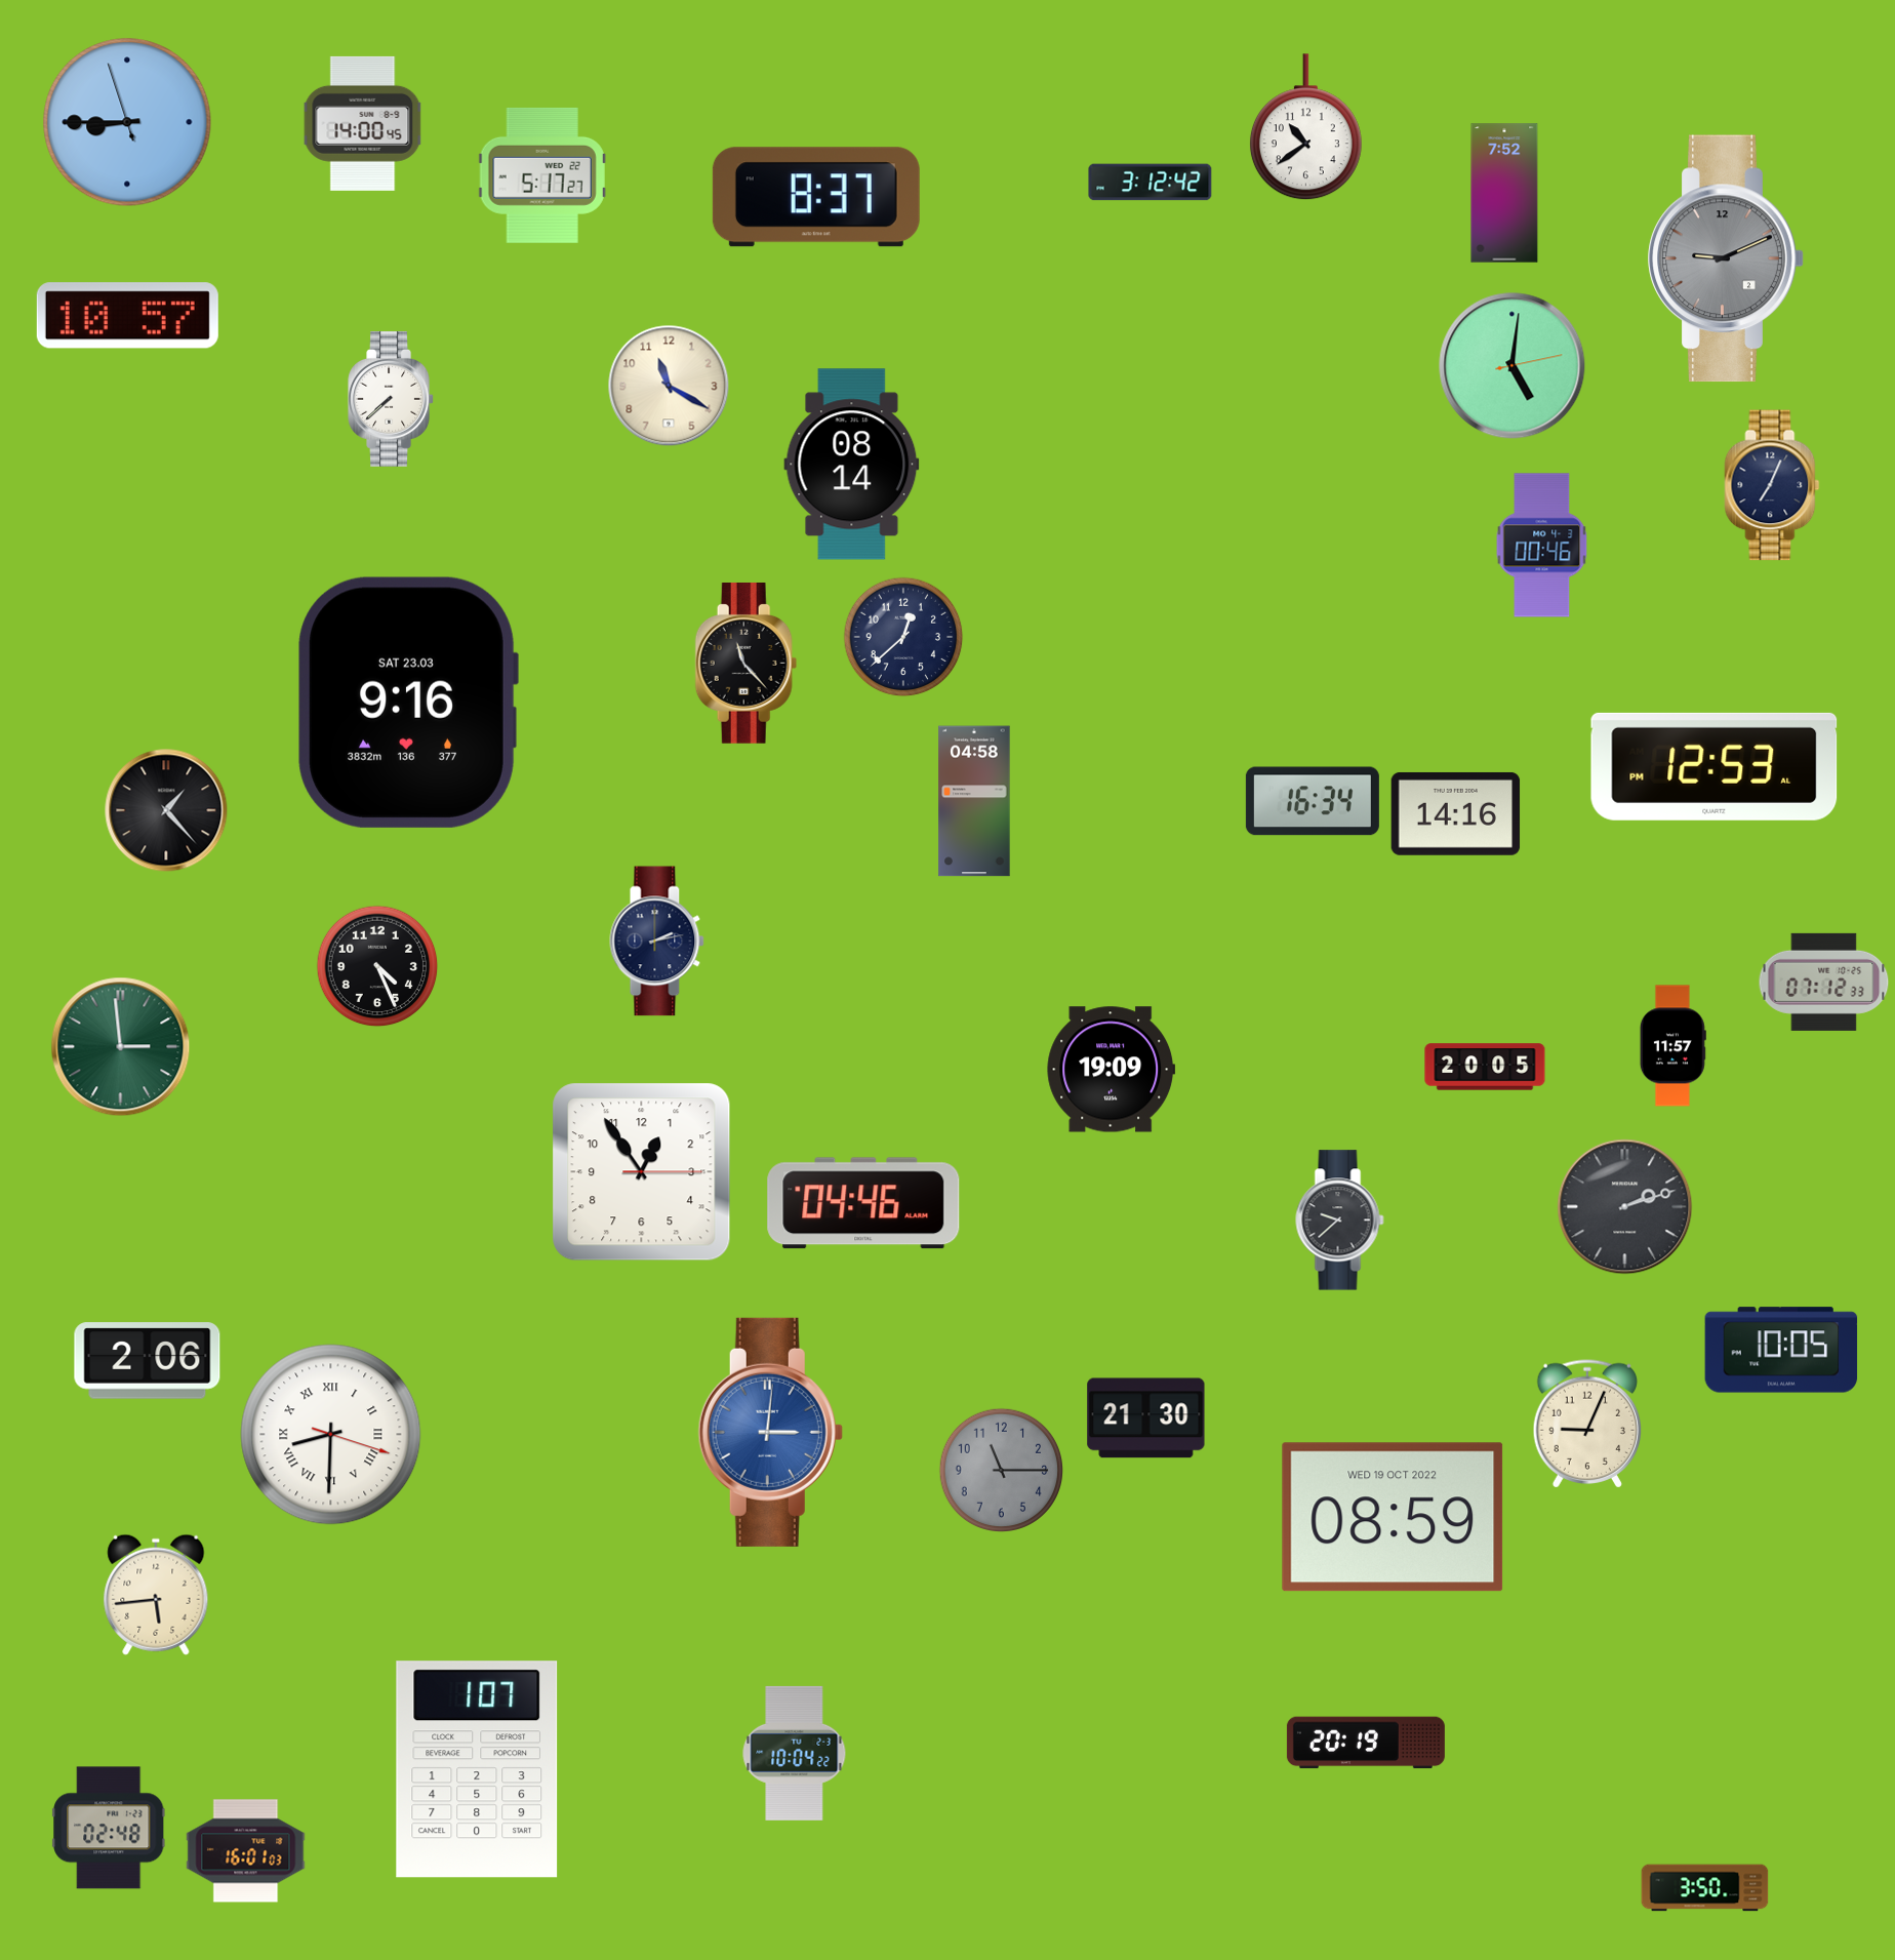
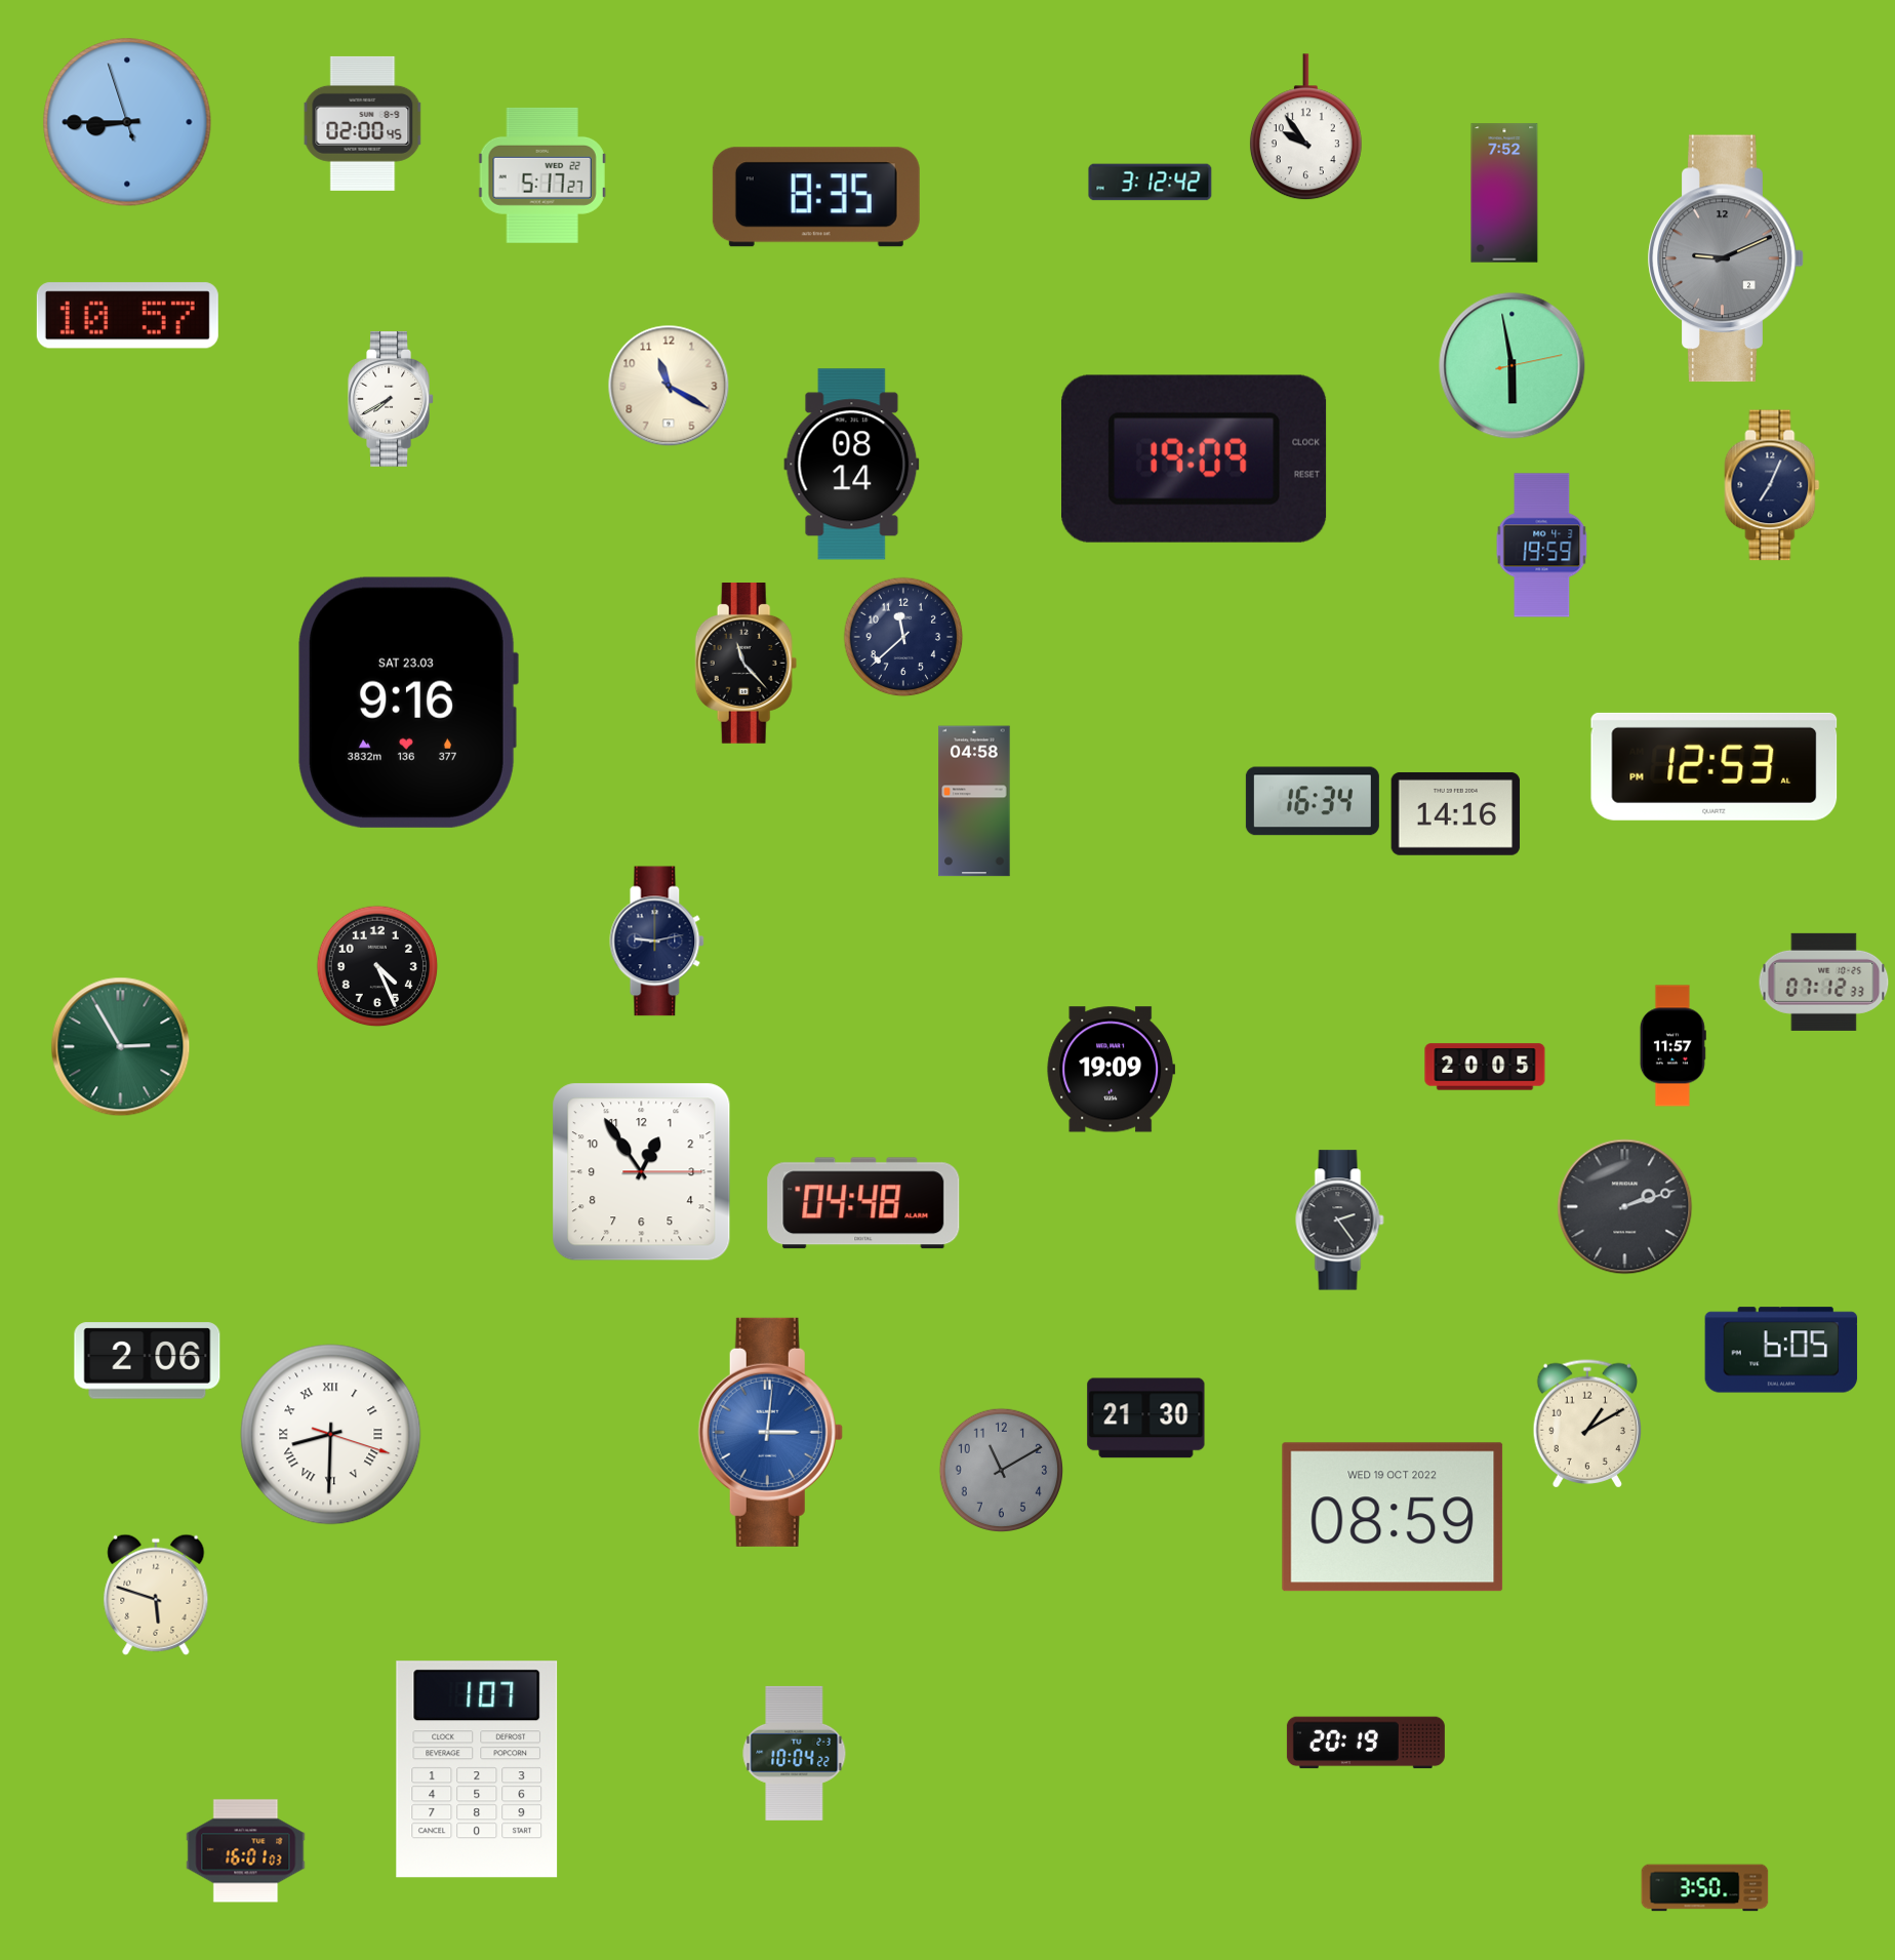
clock at (363, 123): 14:00 -> 02:00
clock at (1305, 127): 10:39 -> 9:54
clock at (816, 197): 8:37 -> 8:35
clock at (1513, 366): 5:01 -> 5:58
clock at (391, 399): 7:38 -> 7:40
clock at (1195, 458): none -> 19:09
clock at (1542, 546): 00:46 -> 19:59
clock at (903, 637): 12:38 -> 11:38
clock at (166, 810): 1:23 -> none
clock at (657, 942): 2:13 -> 9:13
clock at (121, 1047): 2:59 -> 2:55
clock at (863, 1203): 04:46 -> 04:48
clock at (1340, 1221): 9:38 -> 2:24
clock at (1781, 1350): 10:05 -> 6:05
clock at (1586, 1424): 9:04 -> 1:10
clock at (1002, 1471): 11:15 -> 11:10
clock at (156, 1595): 5:44 -> 5:48
clock at (109, 1828): 02:48 -> none
